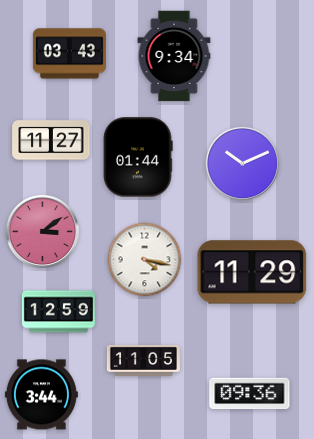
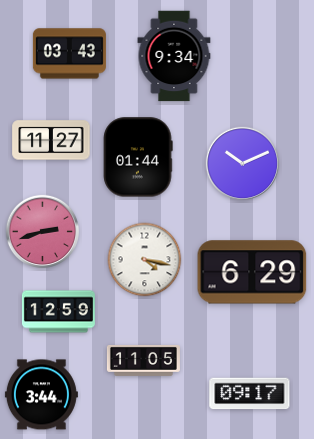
clock at (43, 232): 3:09 -> 2:42
clock at (252, 272): 11:29 -> 6:29
clock at (250, 394): 09:36 -> 09:17
